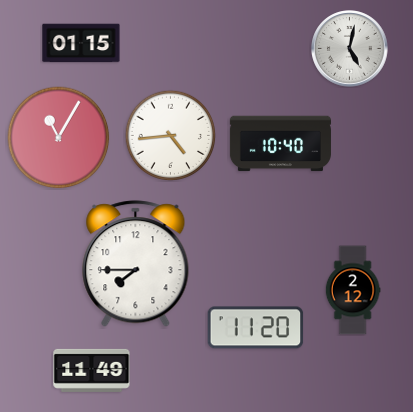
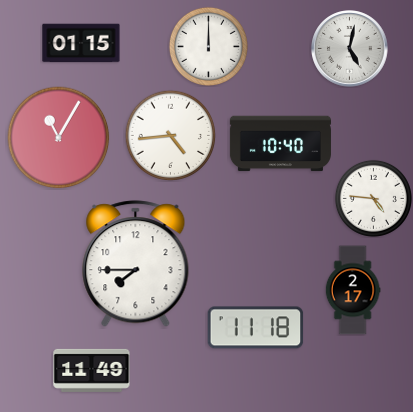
clock at (208, 46): none -> 12:00
clock at (373, 198): none -> 4:46
clock at (353, 290): 2:12 -> 2:17
clock at (256, 328): 11:20 -> 11:18
